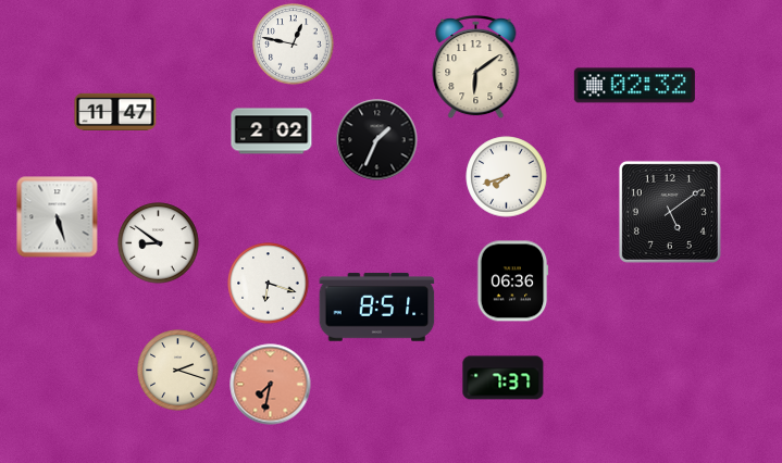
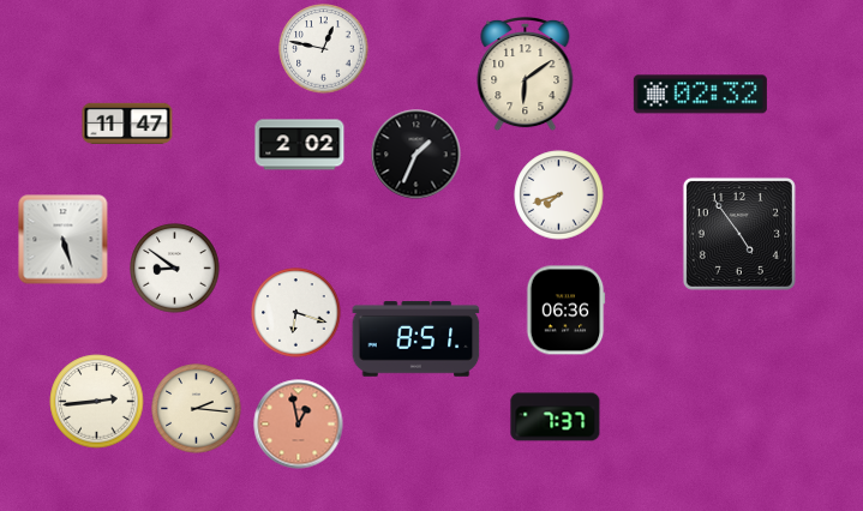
clock at (670, 212): 5:09 -> 4:54
clock at (97, 402): none -> 2:44
clock at (178, 371): 2:18 -> 2:16
clock at (271, 385): 7:32 -> 12:58
